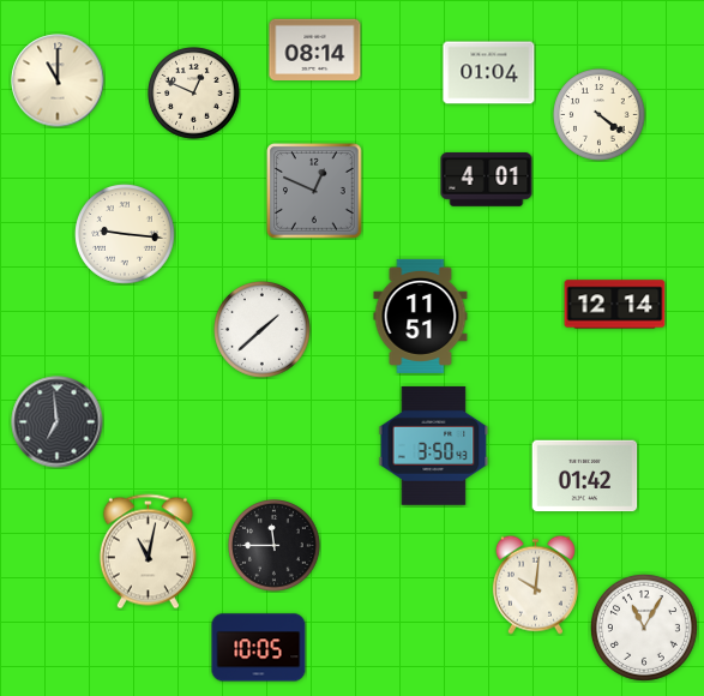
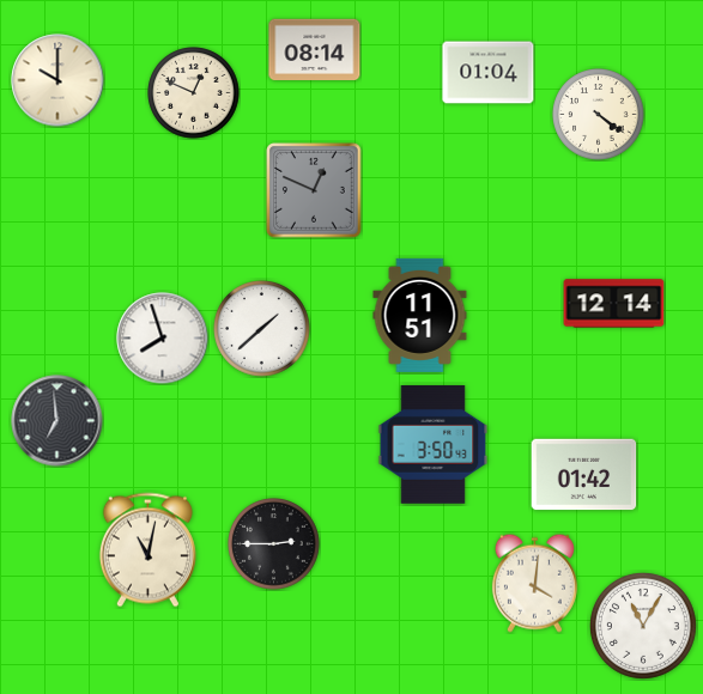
clock at (58, 80): 11:00 -> 10:00
clock at (487, 180): 4:01 -> none
clock at (126, 235): 9:16 -> none
clock at (163, 339): none -> 7:57
clock at (275, 546): 11:45 -> 2:45
clock at (535, 584): 10:01 -> 4:01
clock at (259, 648): 10:05 -> none
